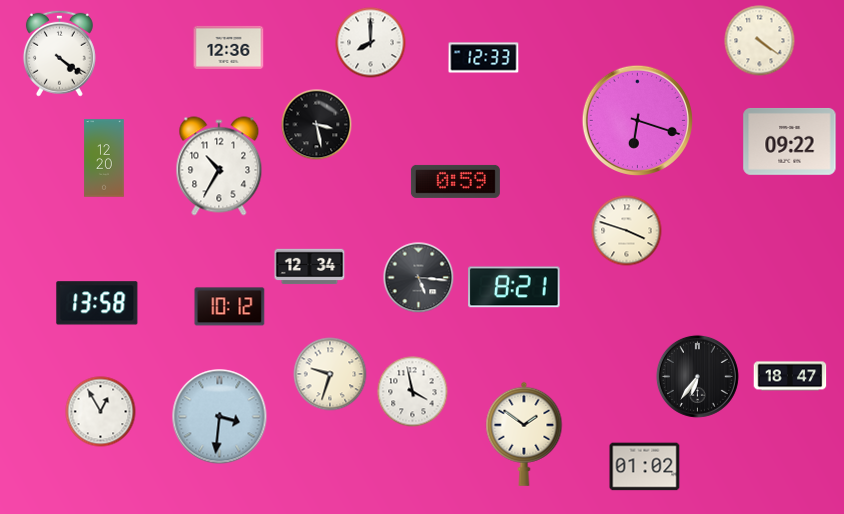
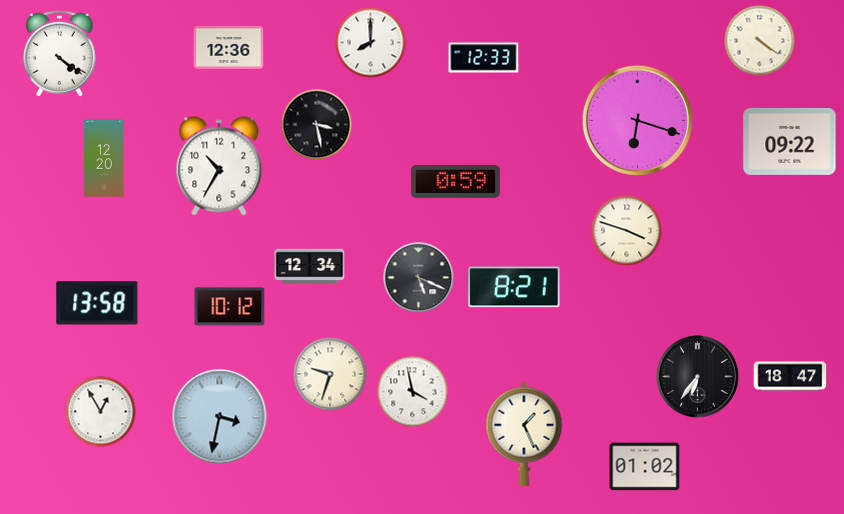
clock at (419, 278): 5:16 -> 5:19
clock at (220, 417): 3:31 -> 3:32
clock at (524, 434): 1:51 -> 1:26
